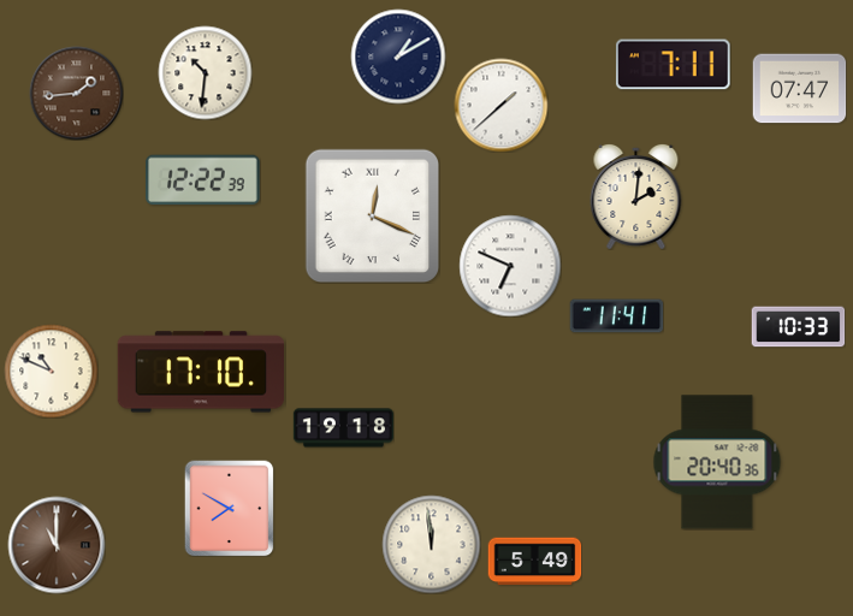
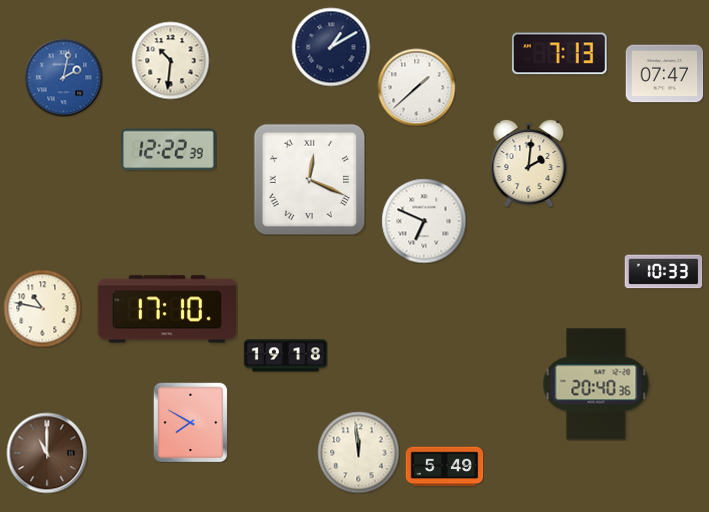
clock at (673, 65): 7:11 -> 7:13
clock at (76, 93): 1:44 -> 2:02
clock at (76, 93) dial: brown -> blue
clock at (616, 316): 11:41 -> none
clock at (51, 371): 10:49 -> 10:47
